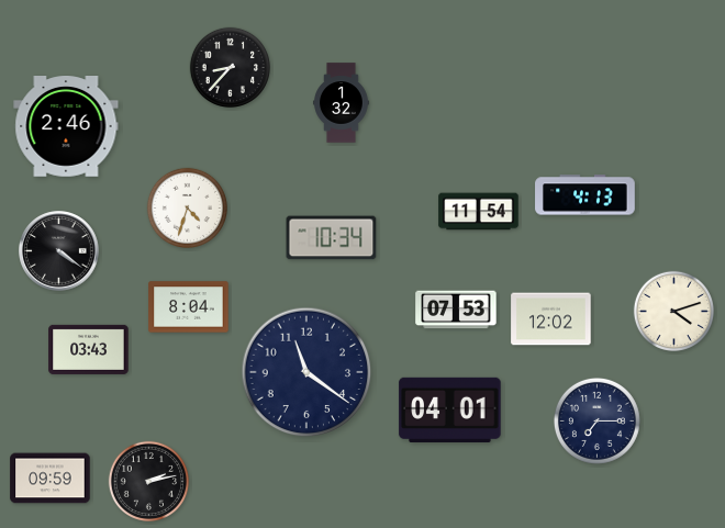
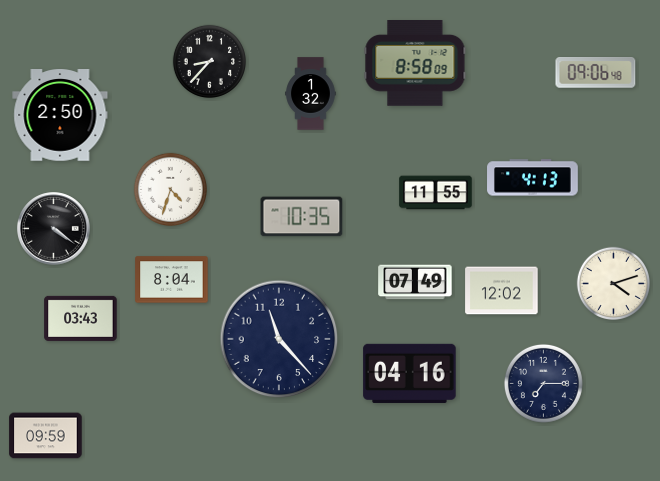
clock at (415, 64): none -> 8:58
clock at (596, 73): none -> 09:06
clock at (66, 127): 2:46 -> 2:50
clock at (479, 212): 11:54 -> 11:55
clock at (332, 238): 10:34 -> 10:35
clock at (456, 310): 07:53 -> 07:49
clock at (306, 372): 11:21 -> 11:23
clock at (450, 409): 04:01 -> 04:16
clock at (148, 481): 2:13 -> none
